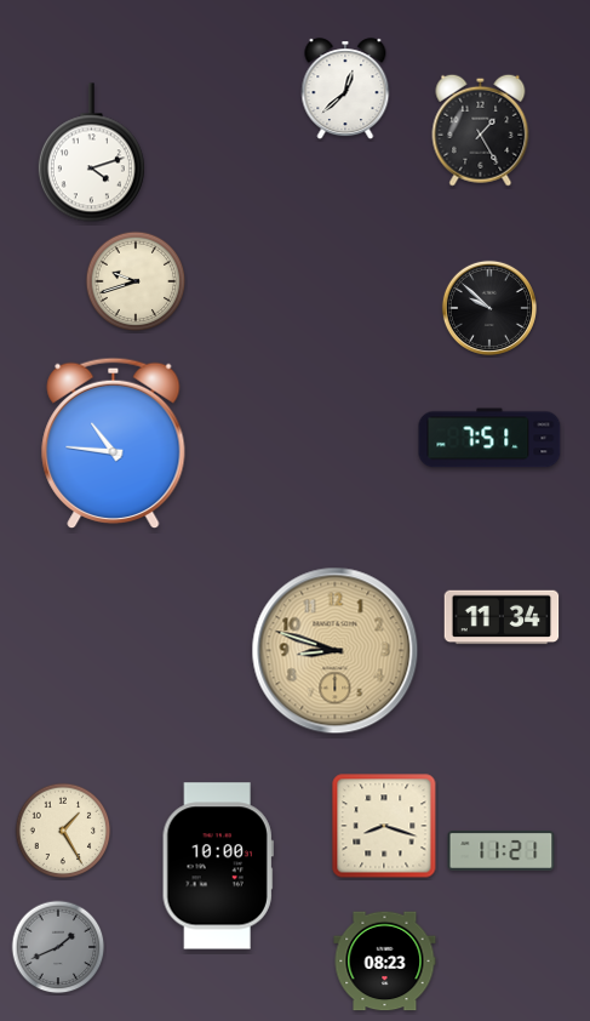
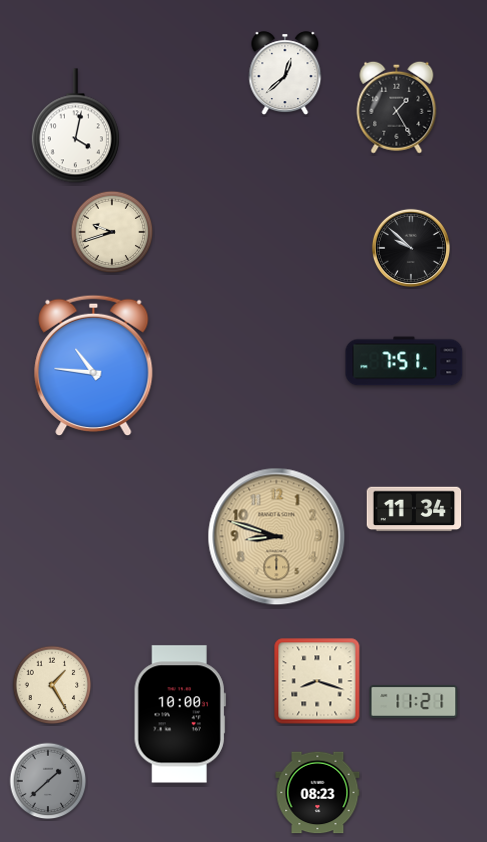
clock at (91, 153): 4:12 -> 4:02
clock at (489, 308) position: (489, 308) -> (411, 248)
clock at (58, 947): 1:41 -> 1:38
